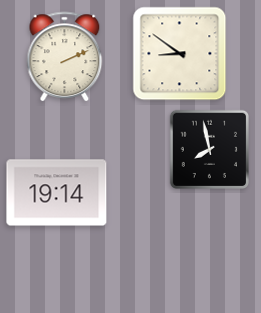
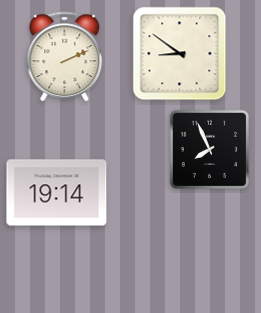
clock at (209, 149): 7:58 -> 7:56
